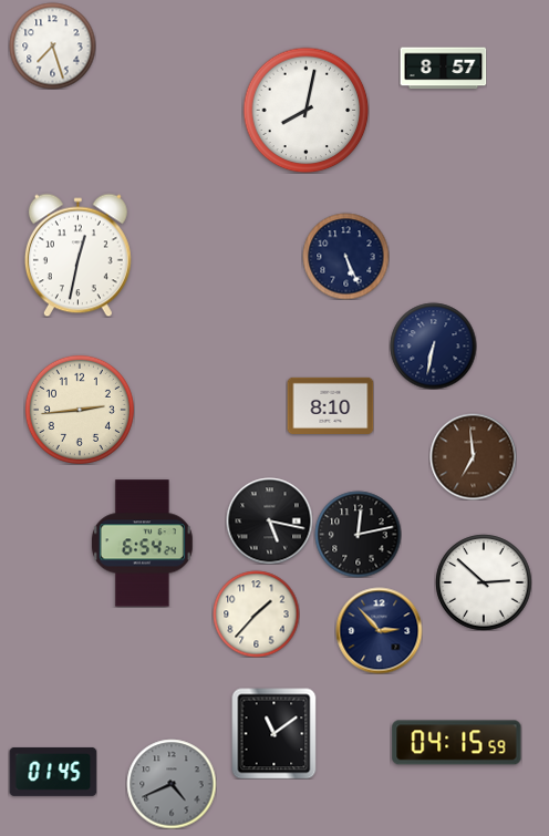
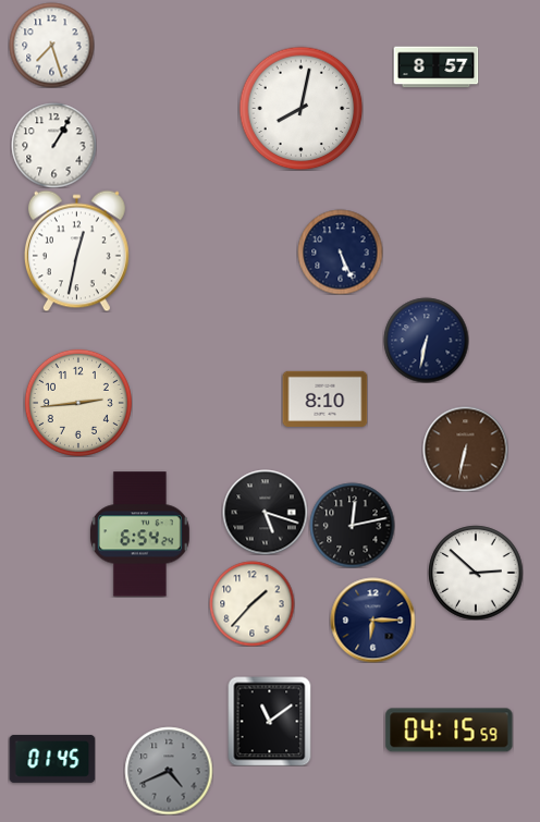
clock at (53, 145): none -> 1:05
clock at (473, 456): 6:59 -> 6:32
clock at (269, 520): 5:17 -> 5:18
clock at (379, 630): 2:53 -> 6:15
